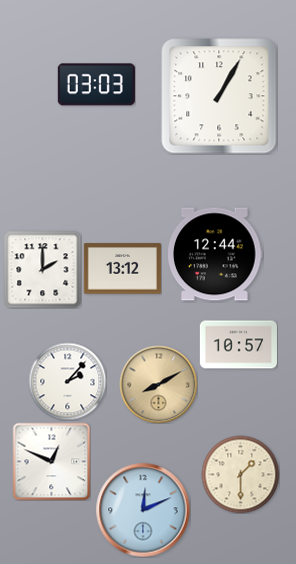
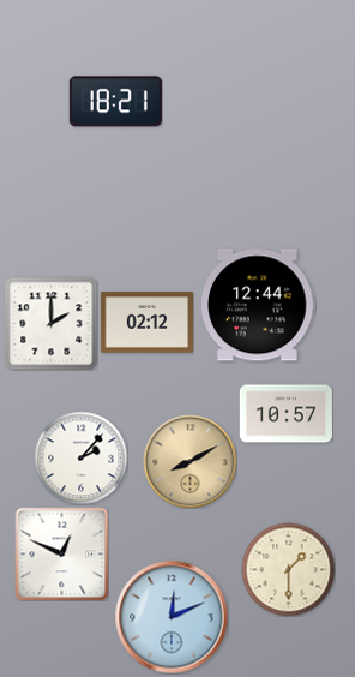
clock at (96, 85): 03:03 -> 18:21
clock at (219, 96): 1:05 -> none
clock at (122, 269): 13:12 -> 02:12
clock at (143, 510) position: (143, 510) -> (172, 617)
